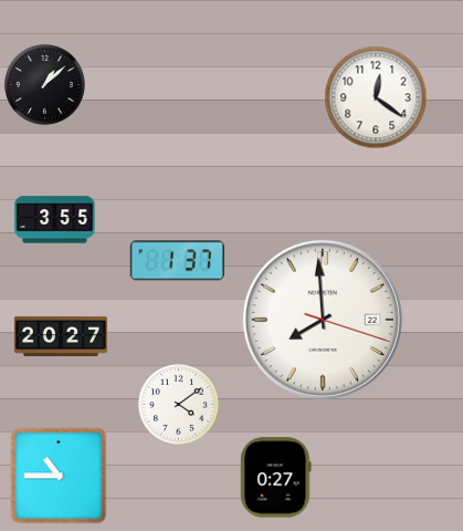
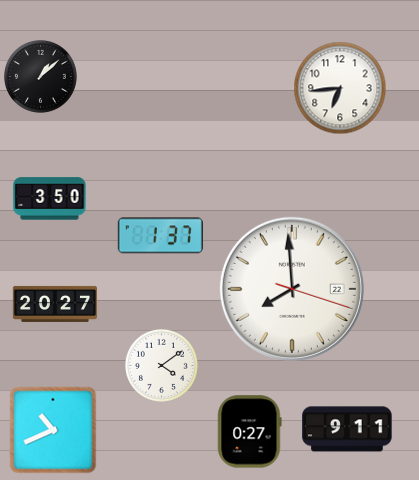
clock at (376, 97): 12:21 -> 6:44
clock at (55, 220): 3:55 -> 3:50
clock at (347, 429): none -> 9:11
clock at (59, 476): 10:45 -> 10:41
